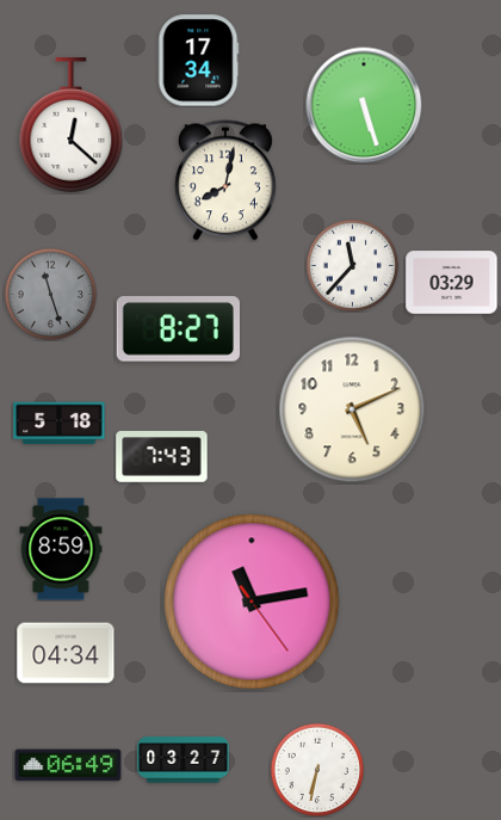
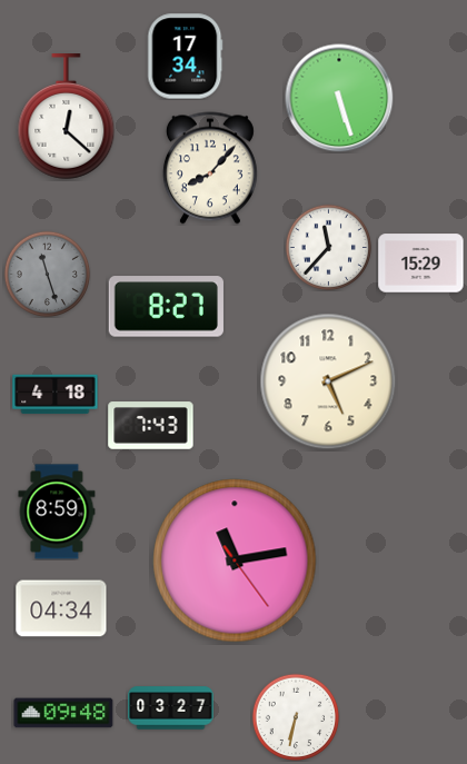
clock at (225, 180): 8:02 -> 8:07
clock at (452, 283): 03:29 -> 15:29
clock at (60, 424): 5:18 -> 4:18
clock at (68, 765): 06:49 -> 09:48
